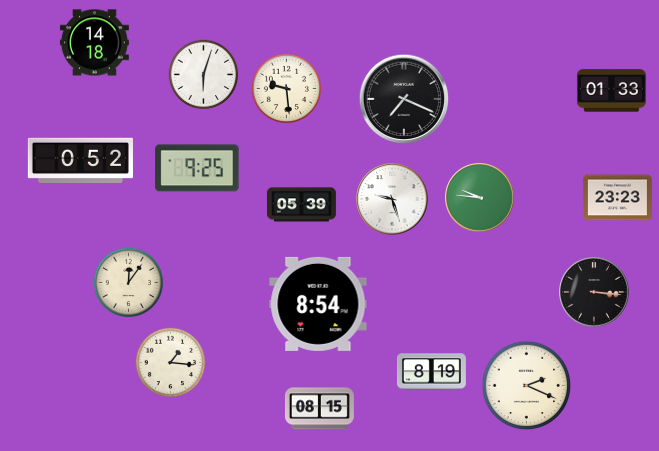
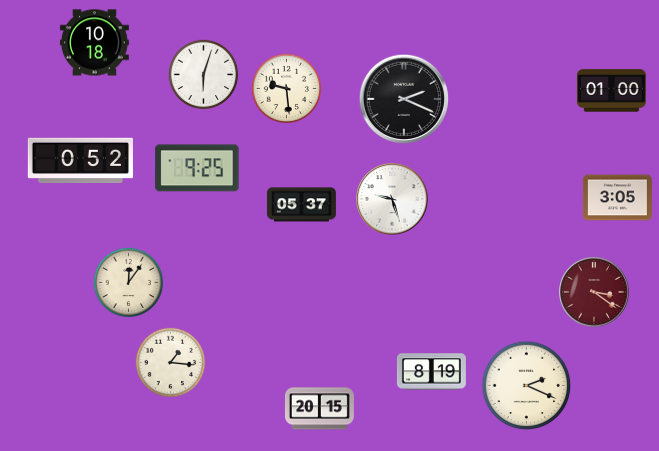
clock at (94, 43): 14:18 -> 10:18
clock at (611, 91): 01:33 -> 01:00
clock at (404, 99): 7:19 -> 2:19
clock at (480, 198): 9:46 -> none
clock at (617, 198): 23:23 -> 3:05
clock at (301, 205): 05:39 -> 05:37
clock at (594, 292): 3:16 -> 3:21
clock at (594, 292) dial: black -> burgundy
clock at (318, 304): 8:54 -> none
clock at (319, 409): 08:15 -> 20:15
